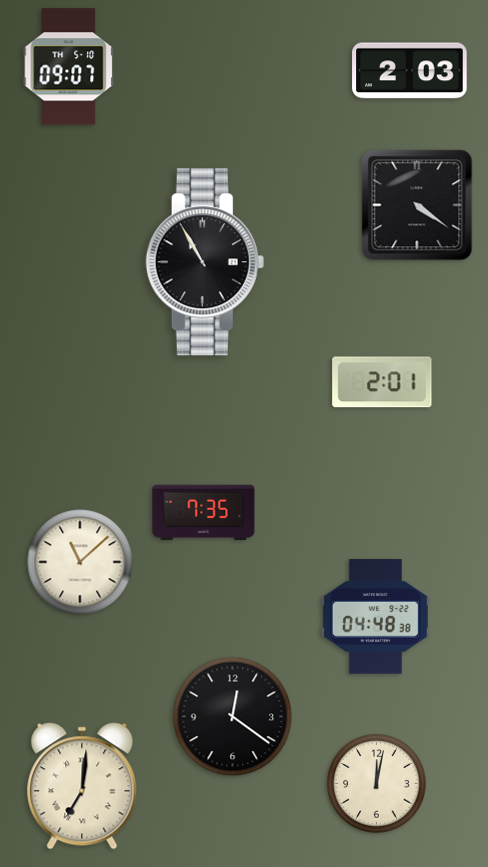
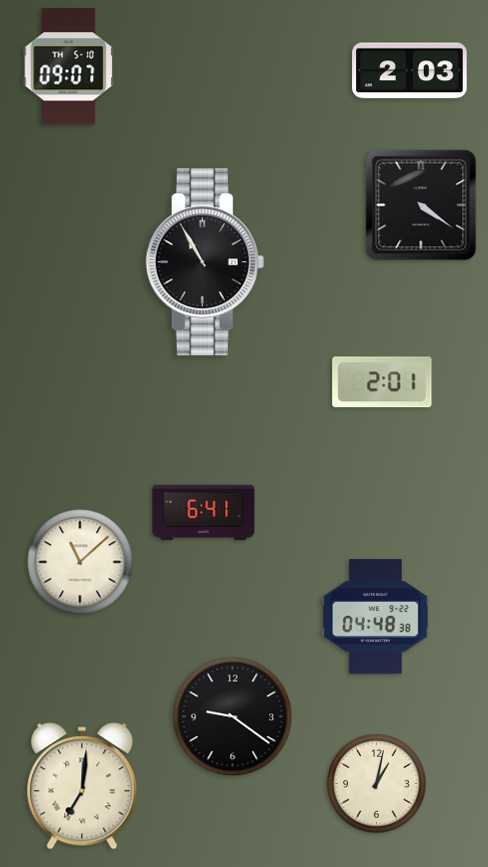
clock at (417, 205) position: (417, 205) -> (421, 205)
clock at (204, 513): 7:35 -> 6:41
clock at (233, 717): 12:21 -> 9:21
clock at (377, 784): 12:02 -> 1:02
